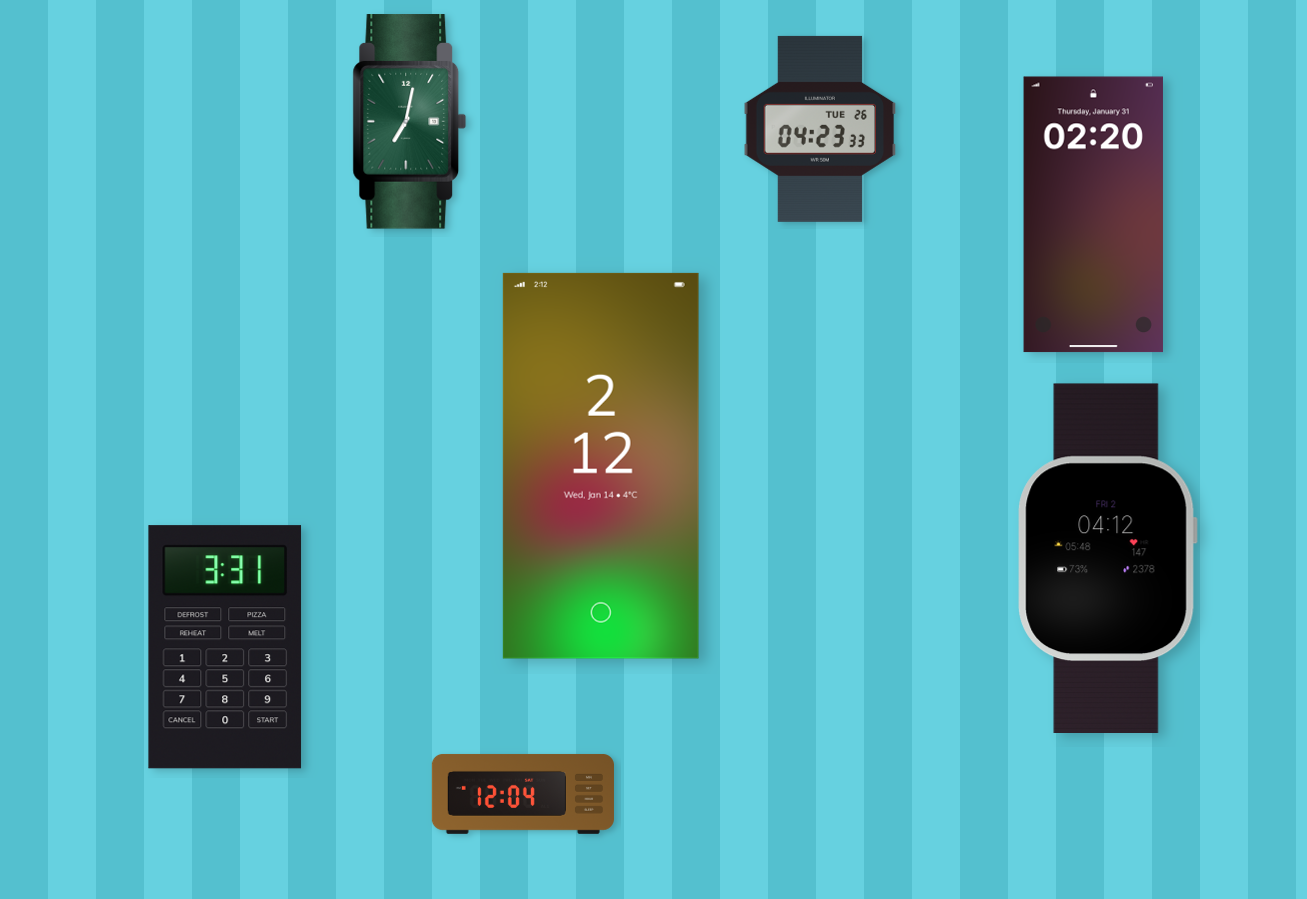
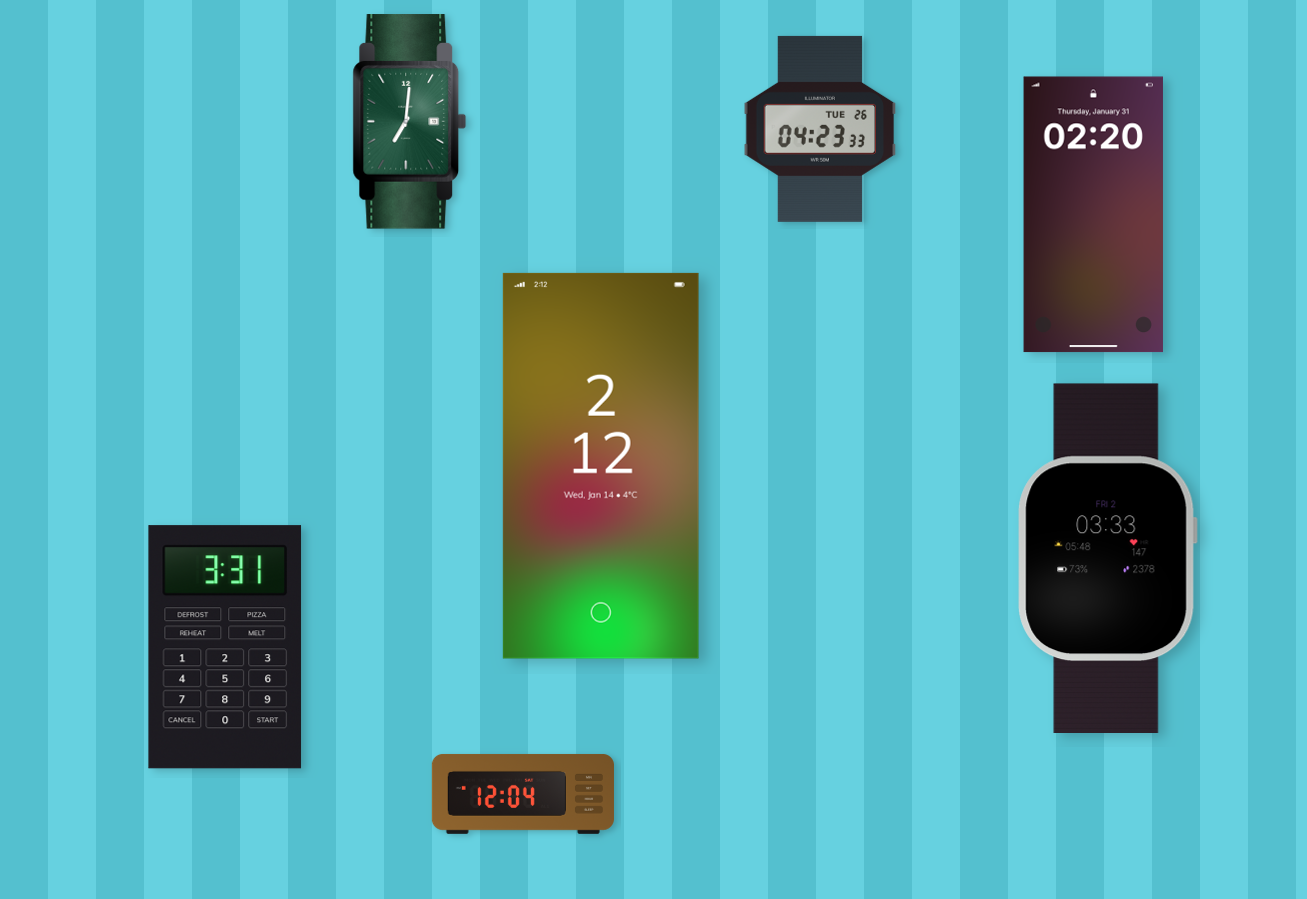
clock at (410, 122): 7:02 -> 7:01
clock at (1107, 558): 04:12 -> 03:33
